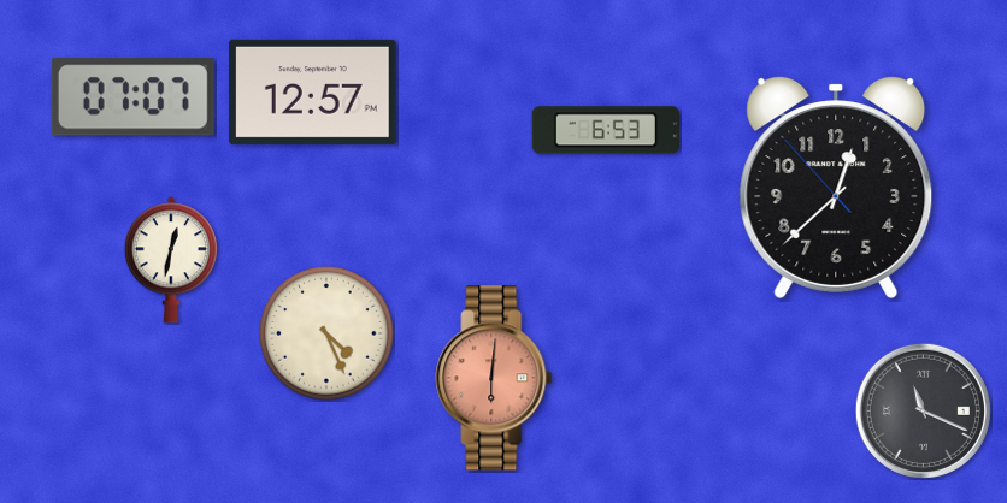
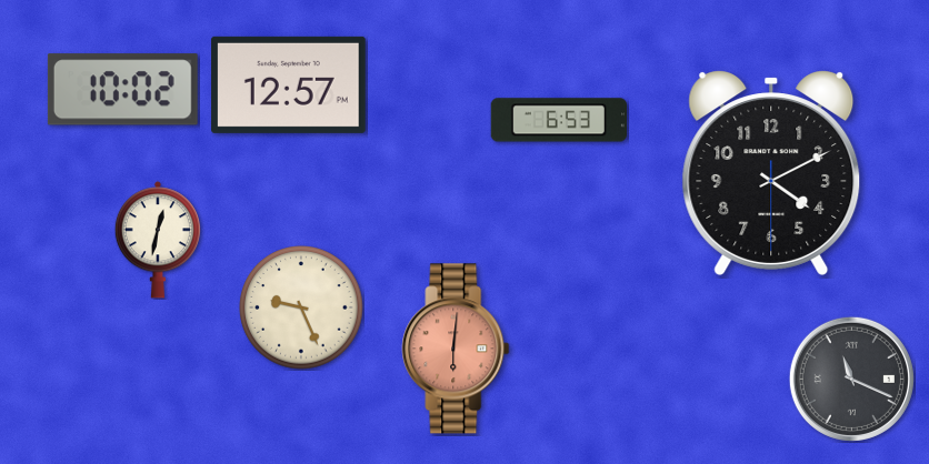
clock at (132, 97): 07:07 -> 10:02
clock at (836, 188): 12:37 -> 4:10
clock at (326, 333): 4:26 -> 9:26
